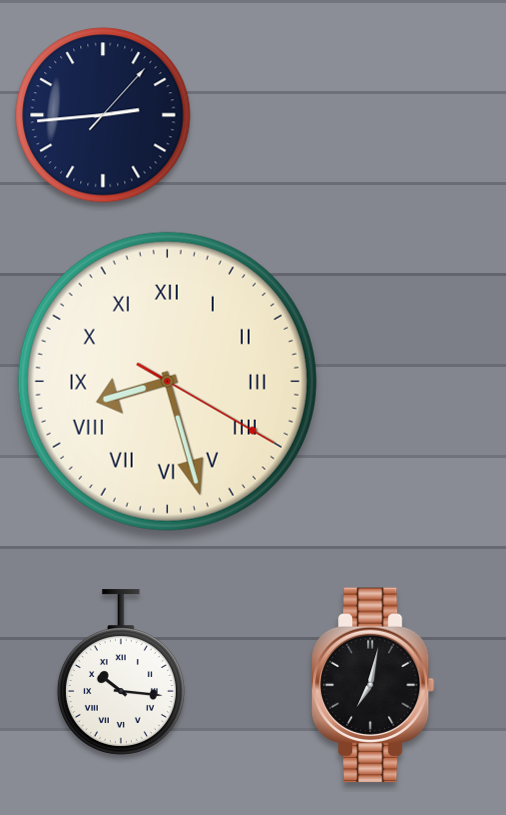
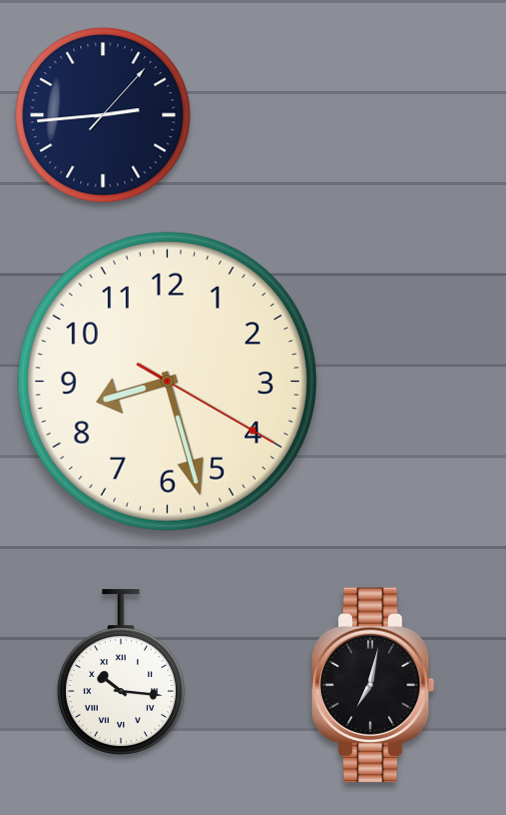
clock at (167, 381) numerals: Roman -> Arabic
